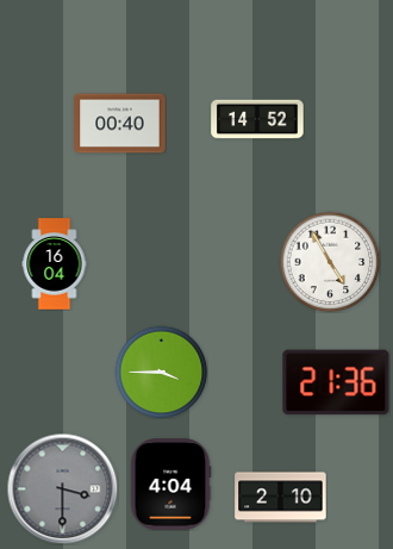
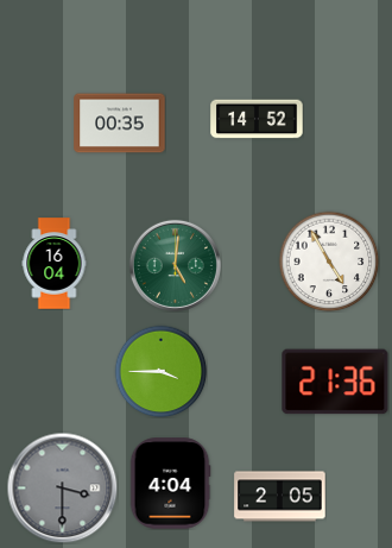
clock at (120, 124): 00:40 -> 00:35
clock at (175, 265): none -> 5:01
clock at (281, 498): 2:10 -> 2:05
